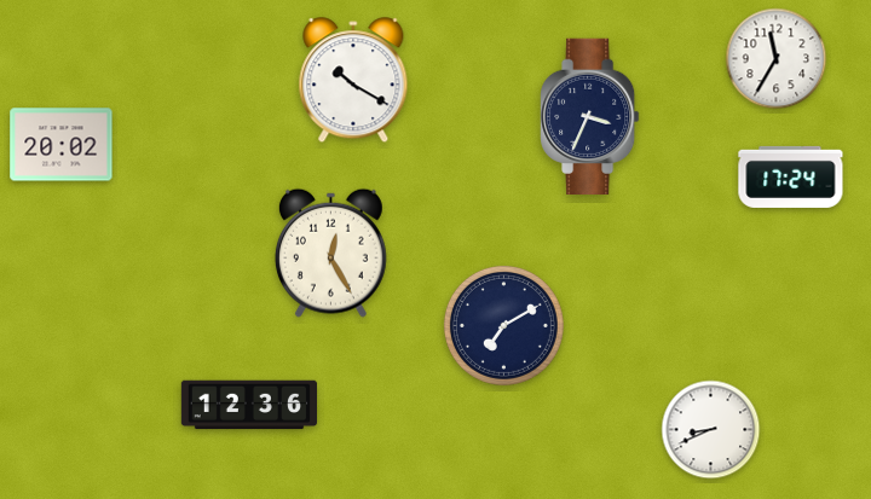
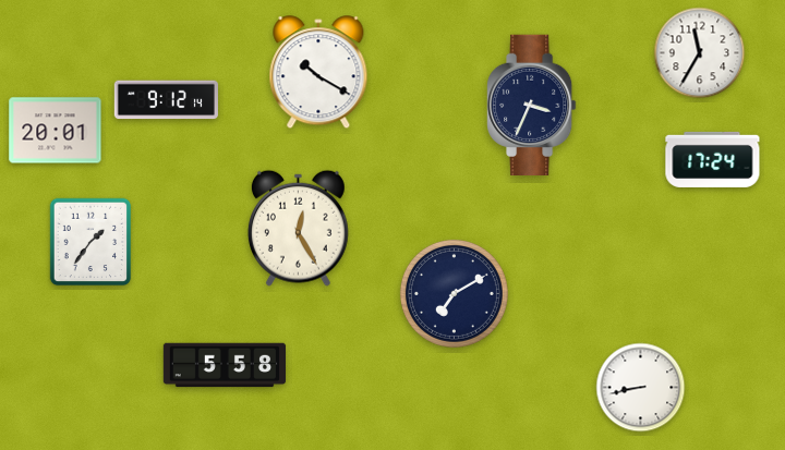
clock at (166, 100): none -> 9:12
clock at (62, 145): 20:02 -> 20:01
clock at (90, 242): none -> 1:36
clock at (249, 405): 12:36 -> 5:58
clock at (711, 430): 8:41 -> 8:43
